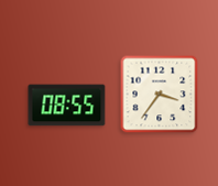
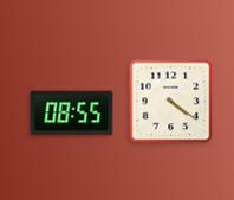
clock at (160, 95): 3:36 -> 4:21
